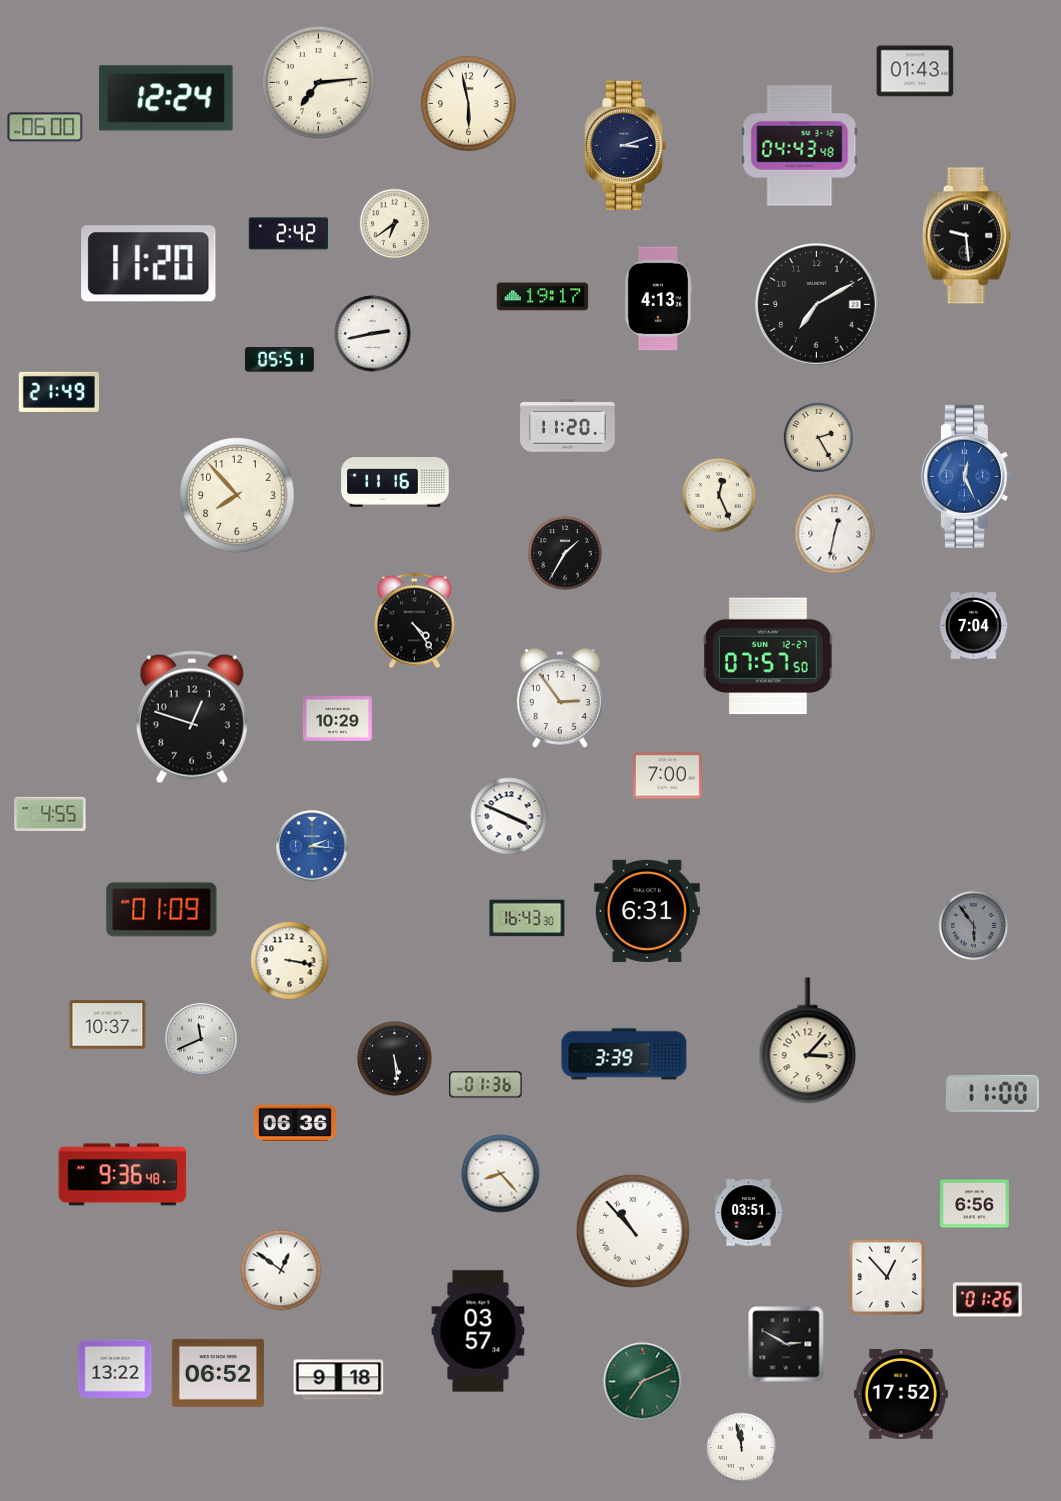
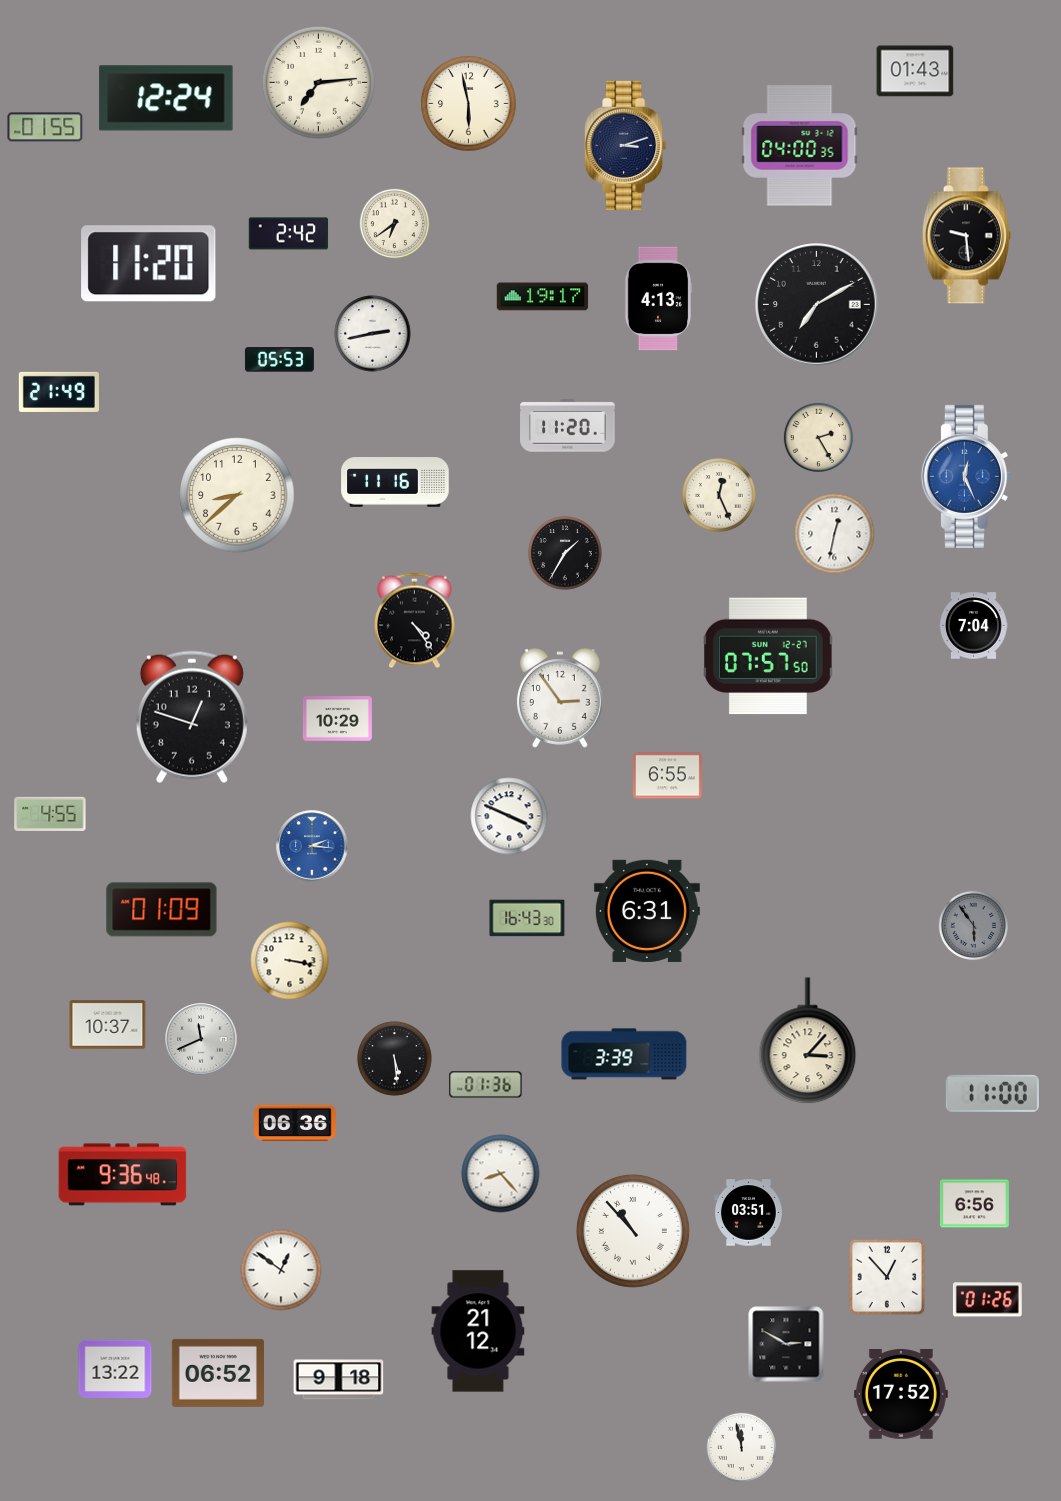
clock at (45, 127): 06:00 -> 01:55
clock at (800, 146): 04:43 -> 04:00
clock at (279, 360): 05:51 -> 05:53
clock at (237, 495): 7:53 -> 8:38
clock at (667, 776): 7:00 -> 6:55
clock at (478, 1331): 03:57 -> 21:12
clock at (643, 1382): 7:11 -> none
